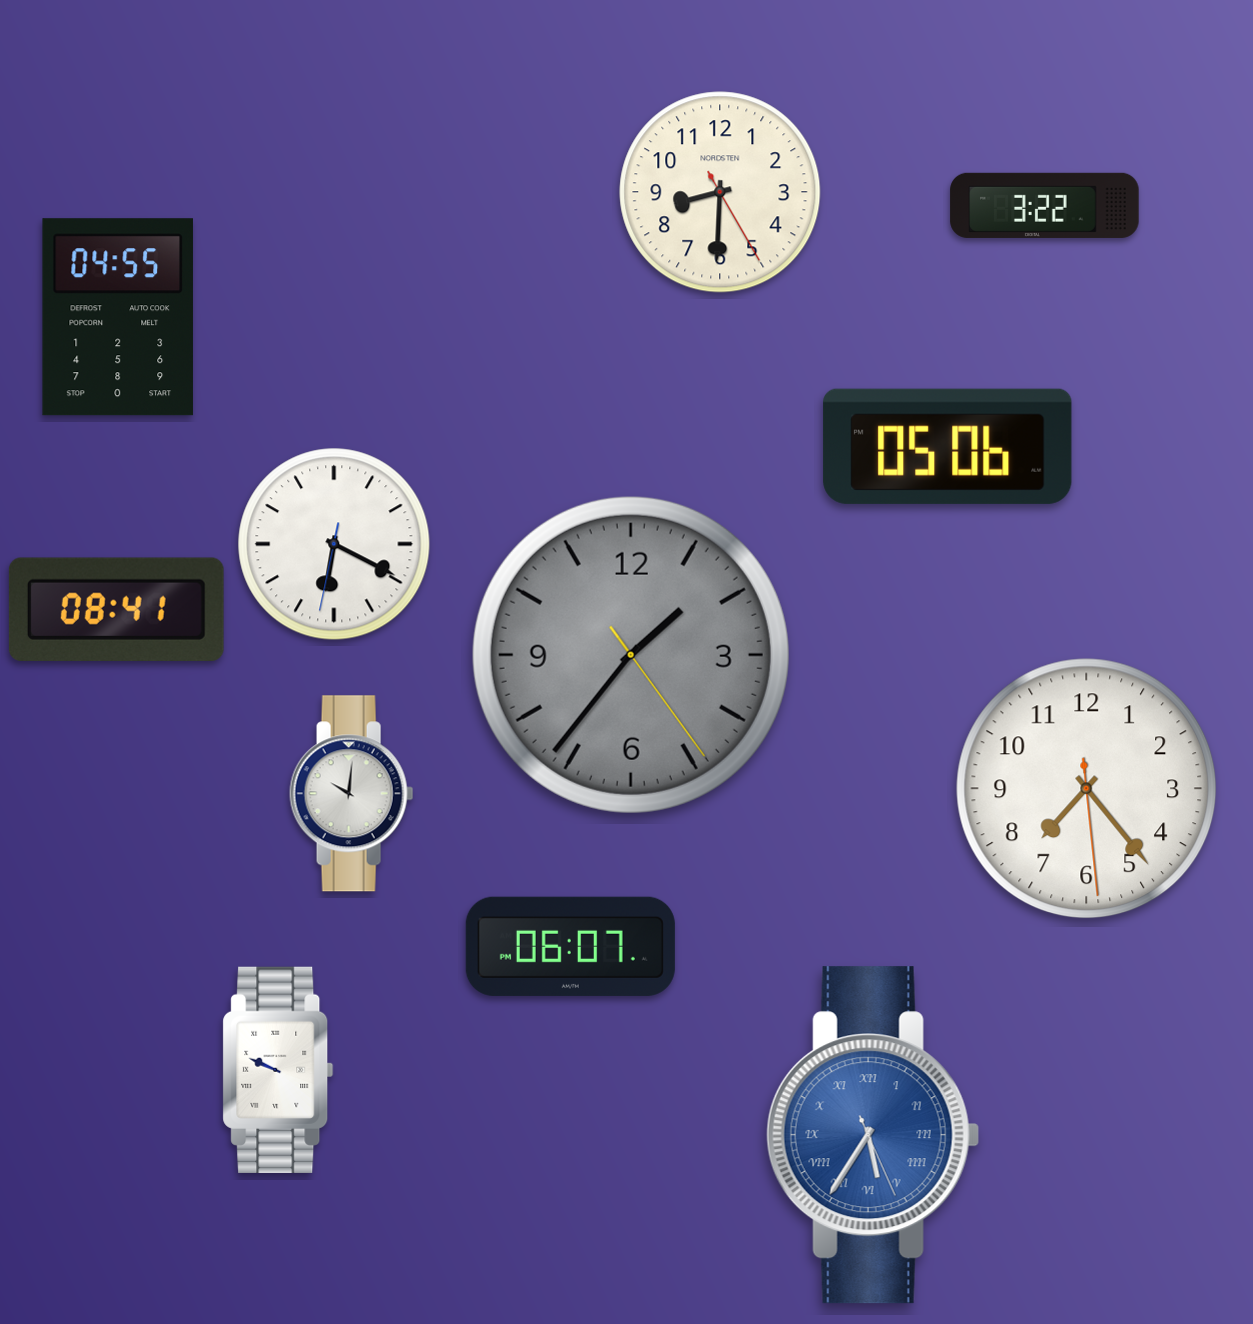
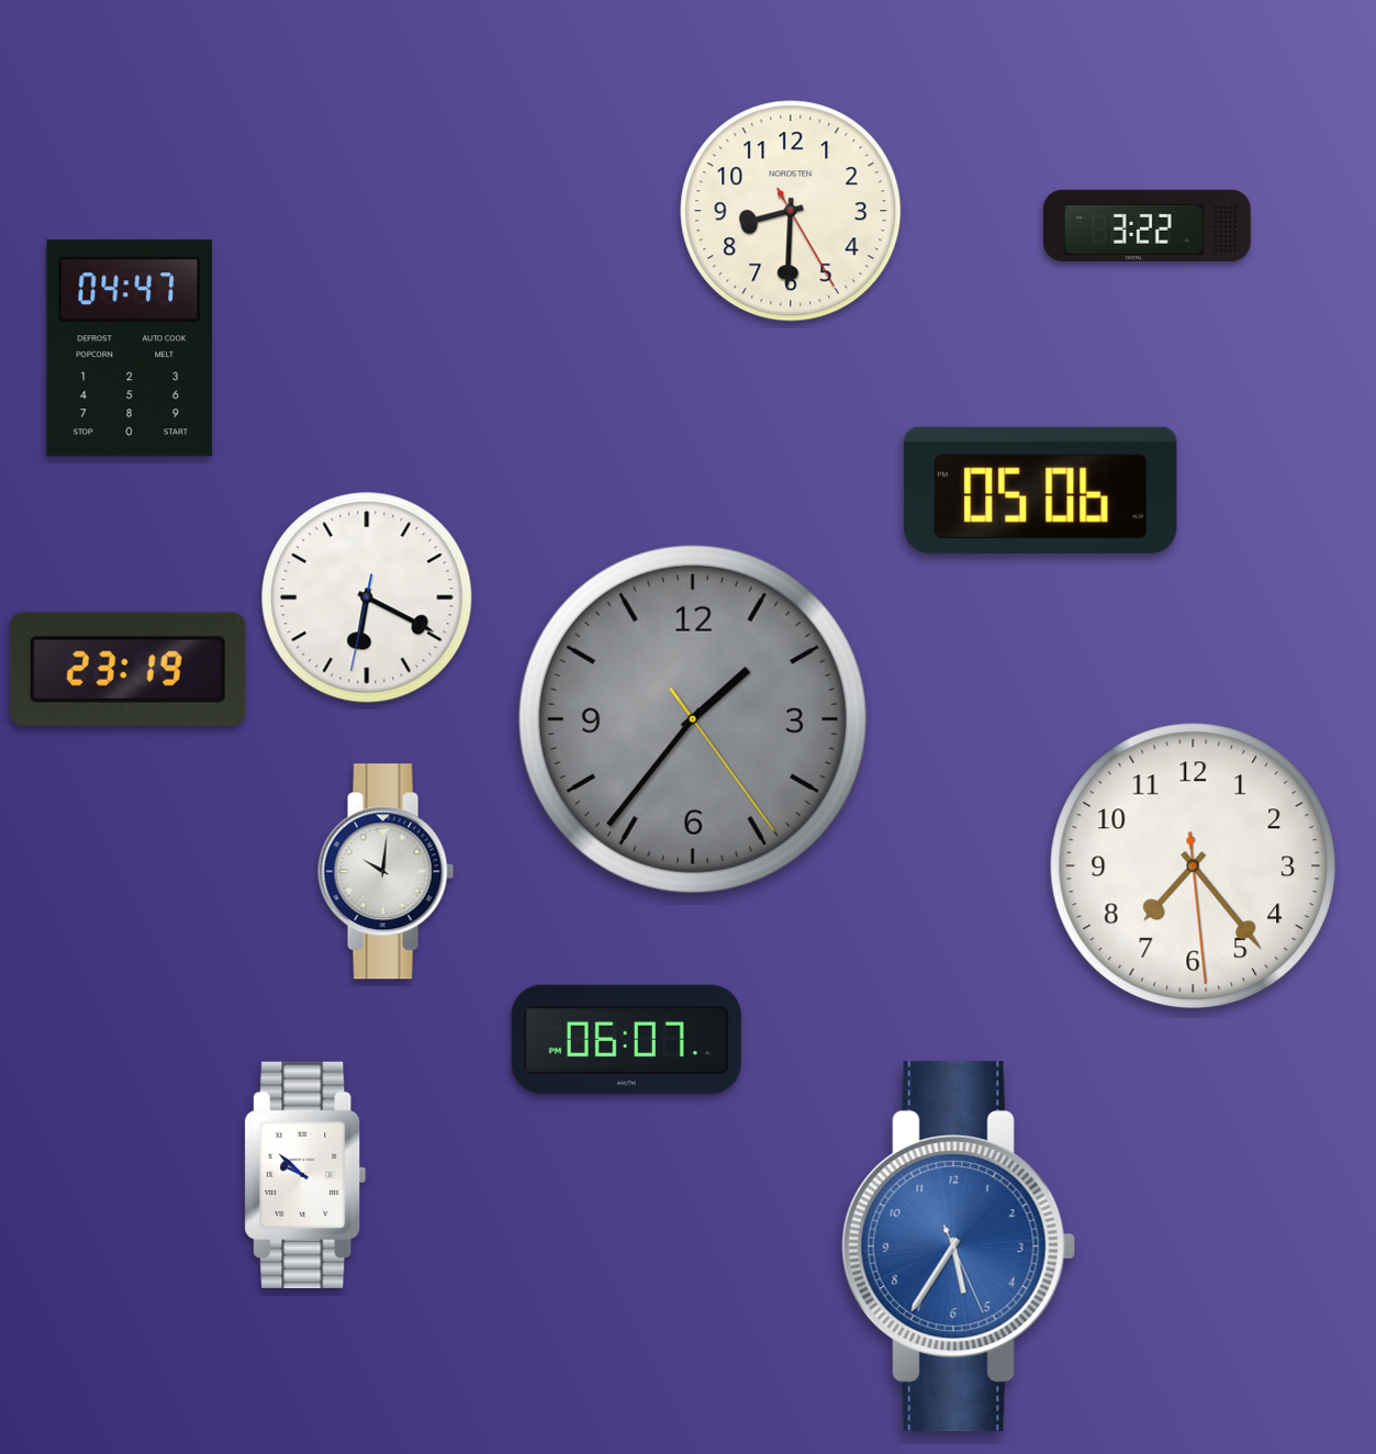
clock at (118, 317): 04:55 -> 04:47
clock at (116, 609): 08:41 -> 23:19
clock at (278, 1070): 9:49 -> 9:52
clock at (873, 1135) numerals: Roman -> Arabic
